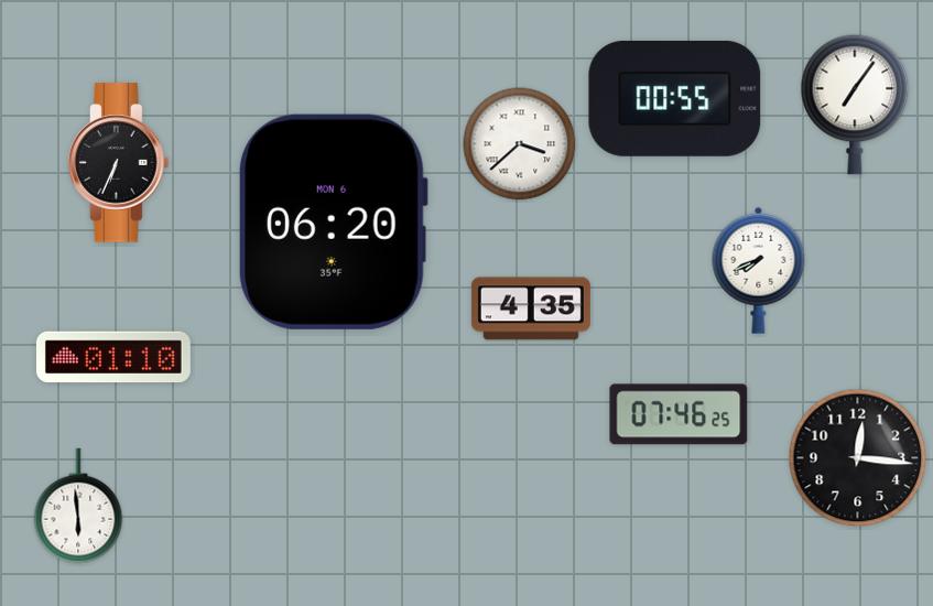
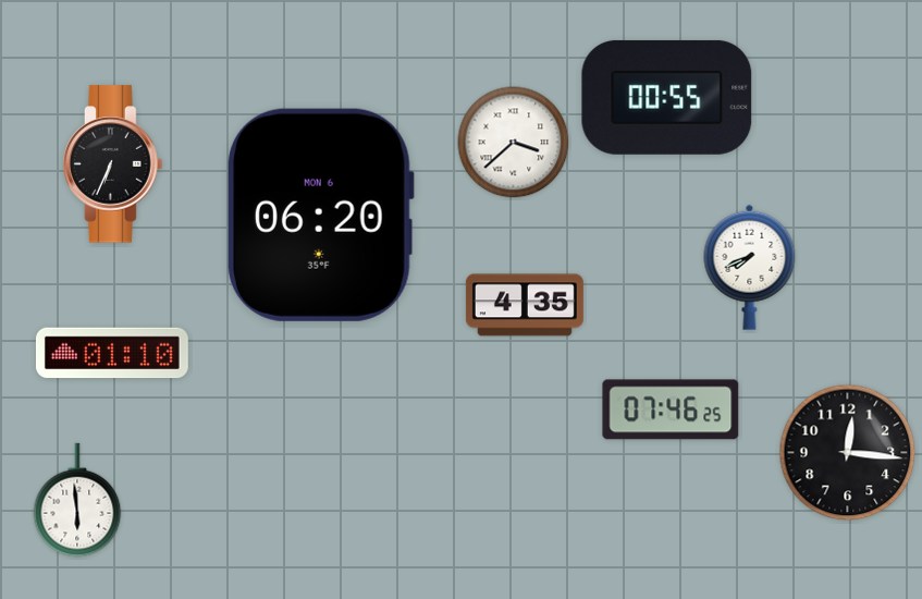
clock at (855, 105): 7:06 -> none
clock at (119, 163) position: (119, 163) -> (113, 164)
clock at (333, 221) position: (333, 221) -> (320, 215)
